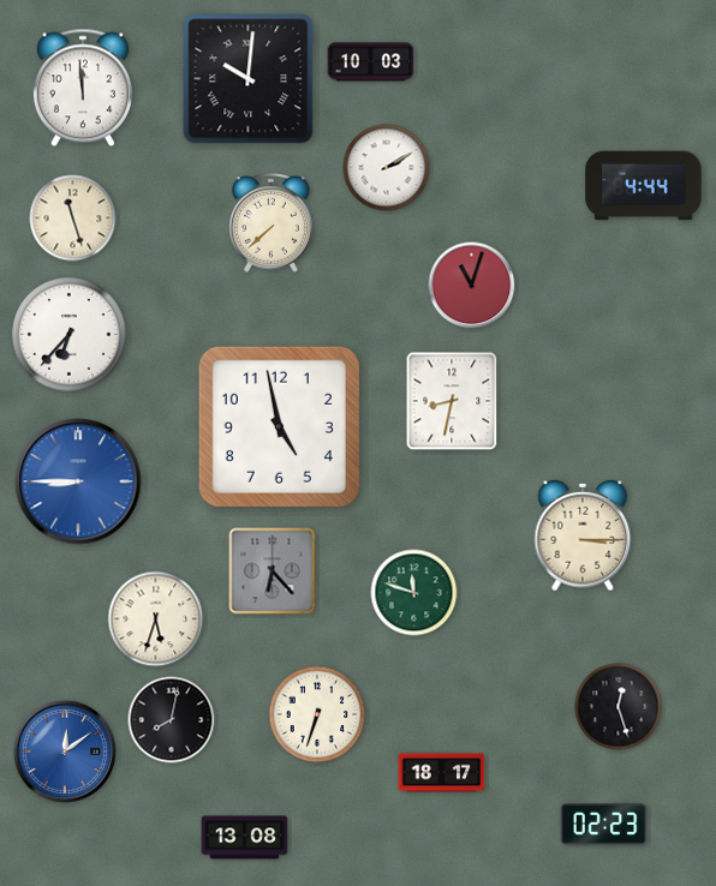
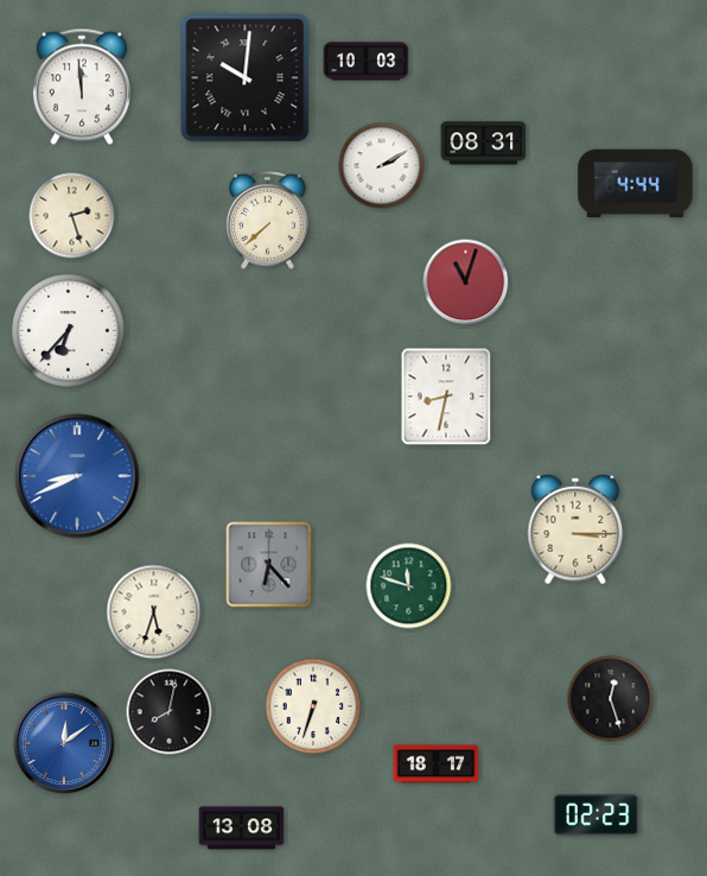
clock at (484, 144): none -> 08:31
clock at (73, 218): 11:27 -> 2:27
clock at (279, 426): 4:58 -> none
clock at (78, 481): 8:45 -> 8:41
